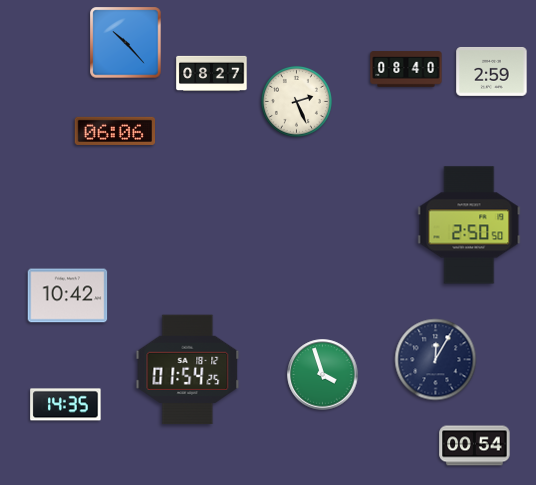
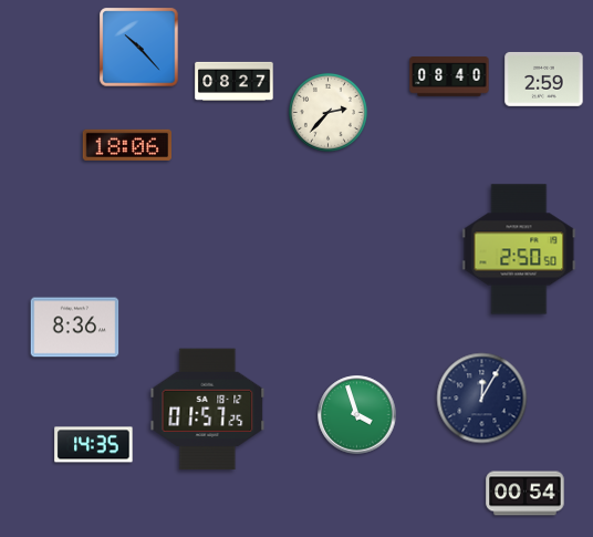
clock at (296, 101): 2:26 -> 2:37
clock at (115, 131): 06:06 -> 18:06
clock at (68, 296): 10:42 -> 8:36
clock at (188, 370): 01:54 -> 01:57
clock at (66, 405) position: (66, 405) -> (94, 445)
